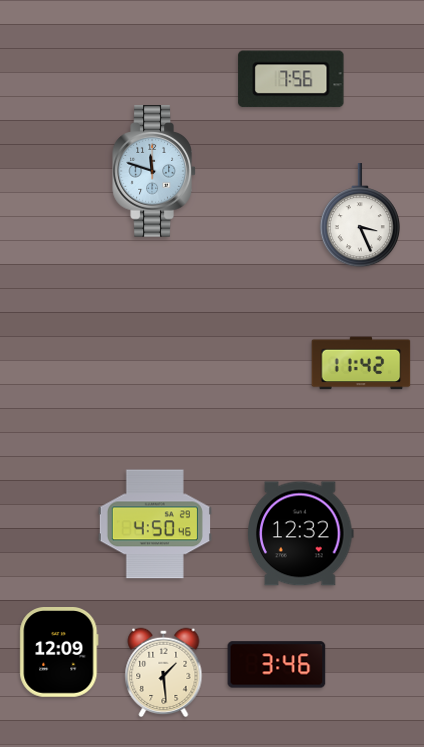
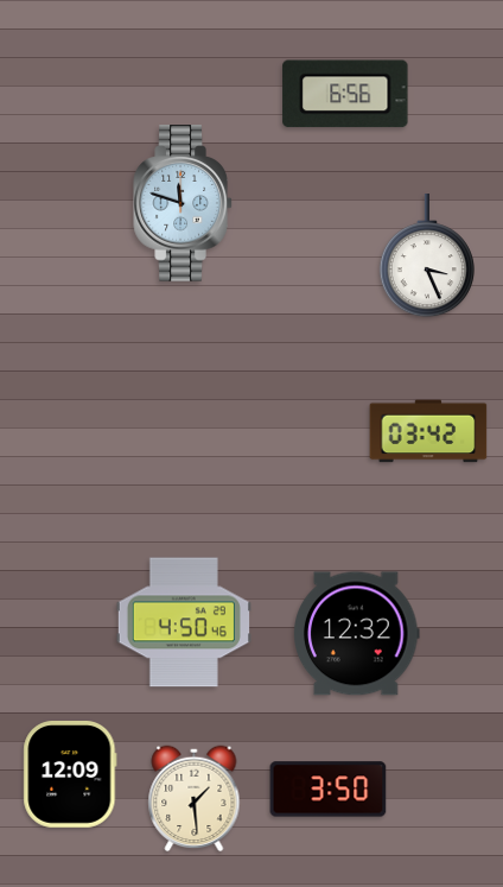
clock at (291, 79): 7:56 -> 6:56
clock at (361, 363): 11:42 -> 03:42
clock at (277, 665): 3:46 -> 3:50
